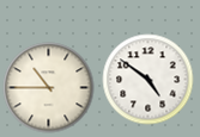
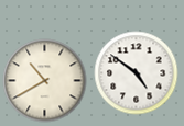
clock at (49, 88): 10:45 -> 10:40
